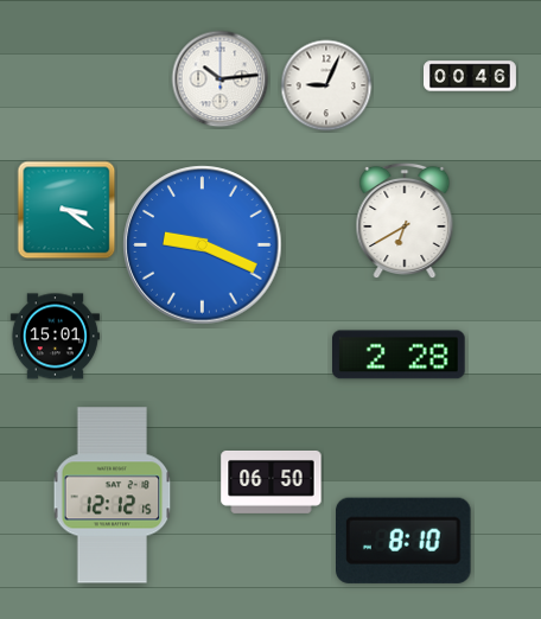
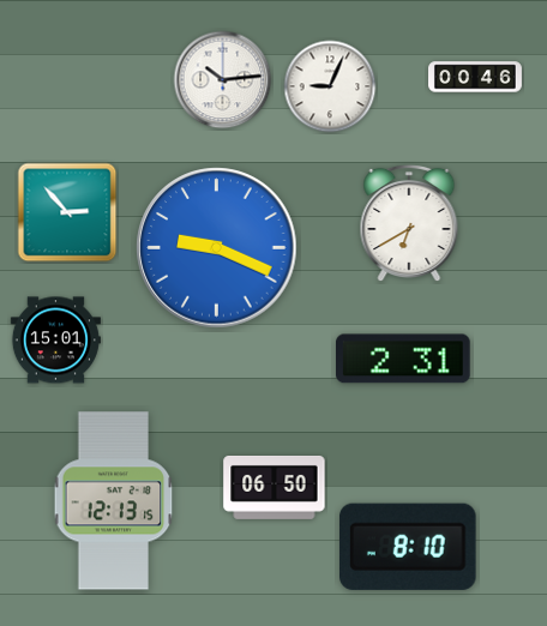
clock at (66, 210): 3:21 -> 2:53
clock at (203, 245) position: (203, 245) -> (217, 248)
clock at (400, 355): 2:28 -> 2:31
clock at (113, 496): 12:12 -> 12:13
